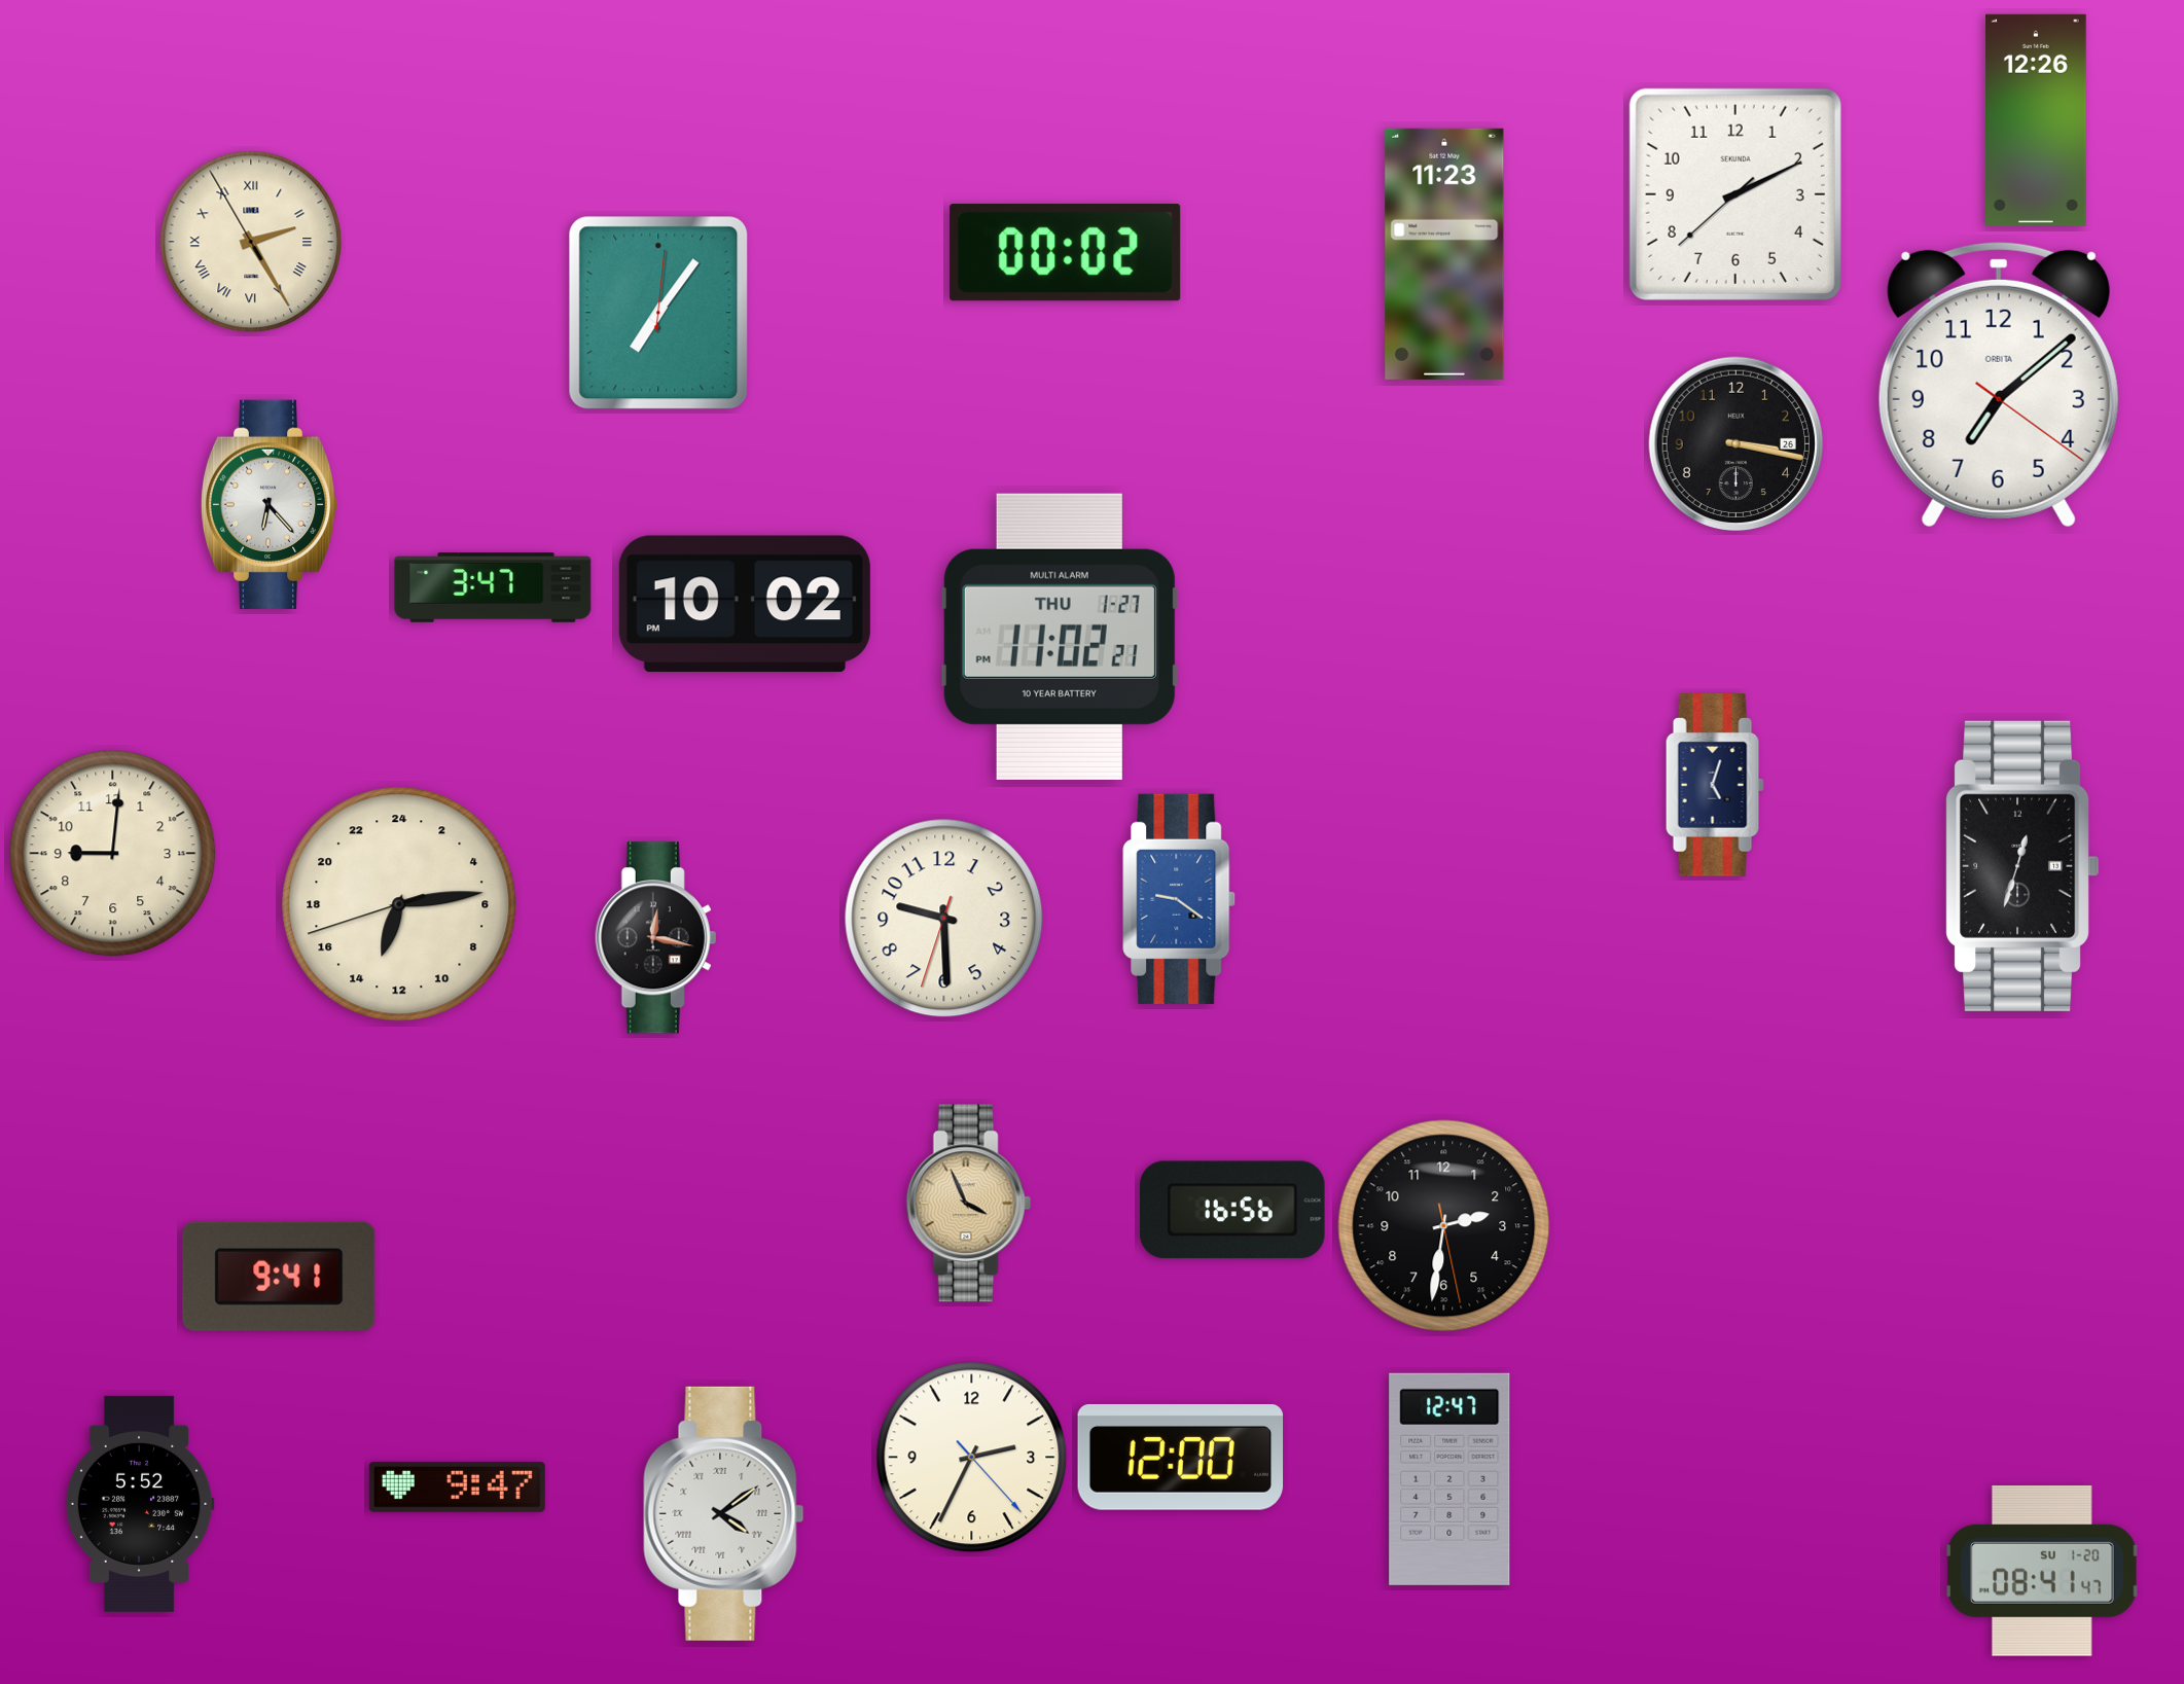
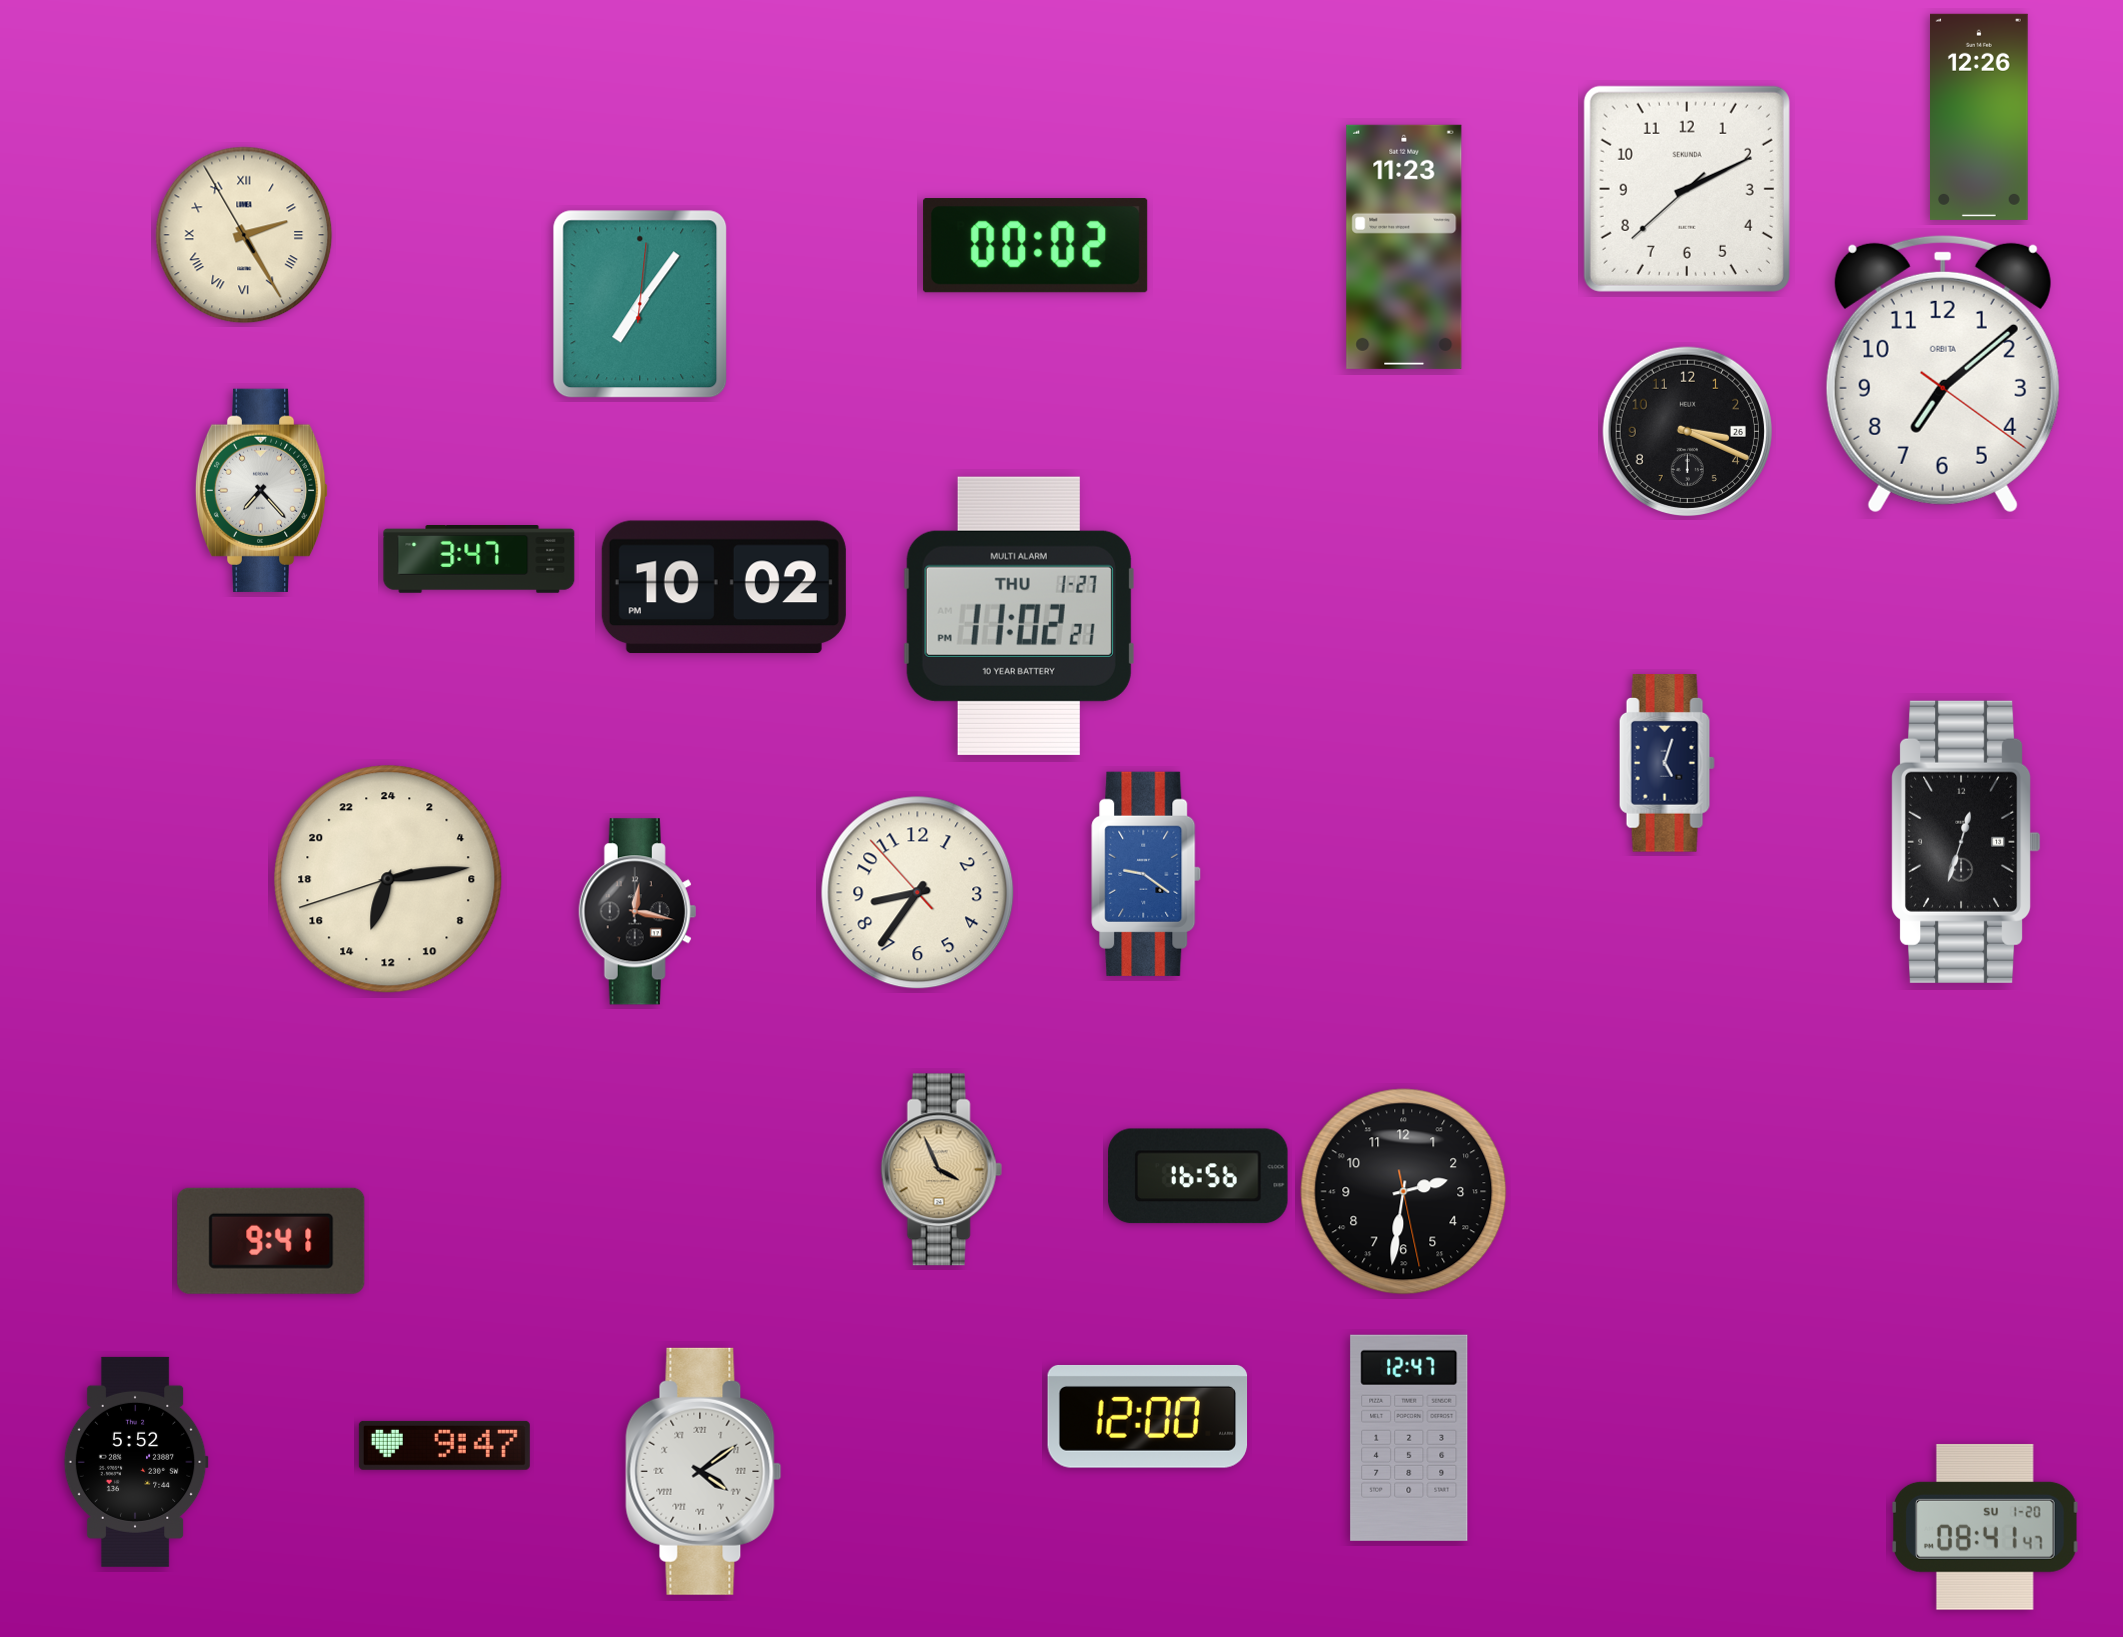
clock at (1735, 443): 3:17 -> 3:19
clock at (270, 504): 6:23 -> 7:23
clock at (493, 588) position: (493, 588) -> (479, 560)
clock at (1060, 637) position: (1060, 637) -> (1019, 616)
clock at (113, 854): 9:01 -> none
clock at (944, 919): 9:29 -> 8:35
clock at (972, 1458): 2:34 -> none
